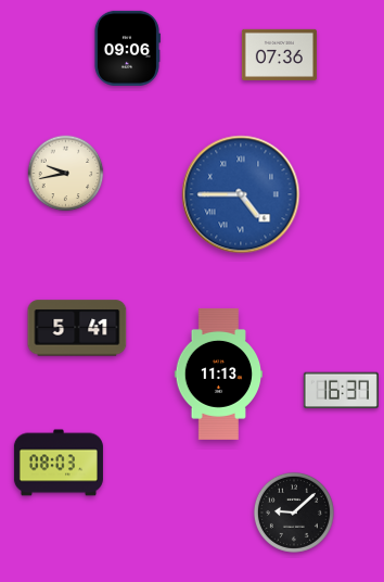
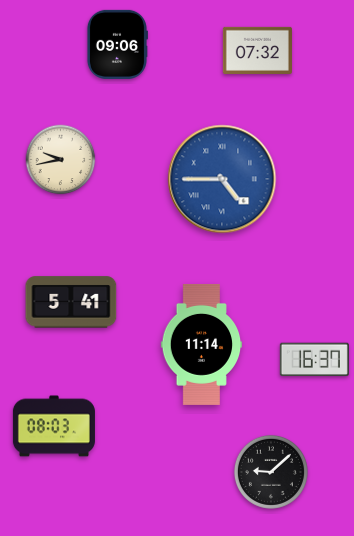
clock at (279, 54): 07:36 -> 07:32
clock at (219, 374): 11:13 -> 11:14
